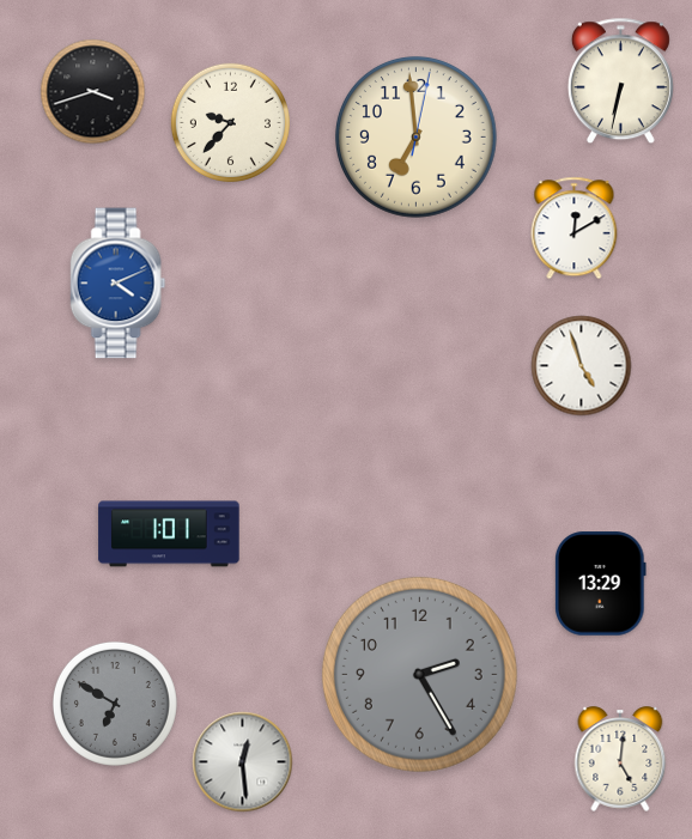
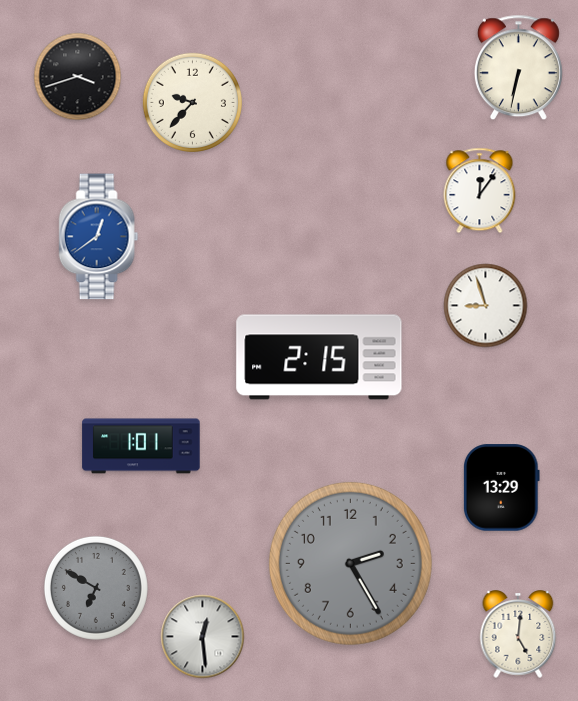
clock at (415, 136): 6:59 -> none
clock at (575, 229): 12:10 -> 12:06
clock at (119, 284): 4:11 -> 12:39
clock at (582, 366): 4:57 -> 8:57
clock at (319, 357): none -> 2:15
